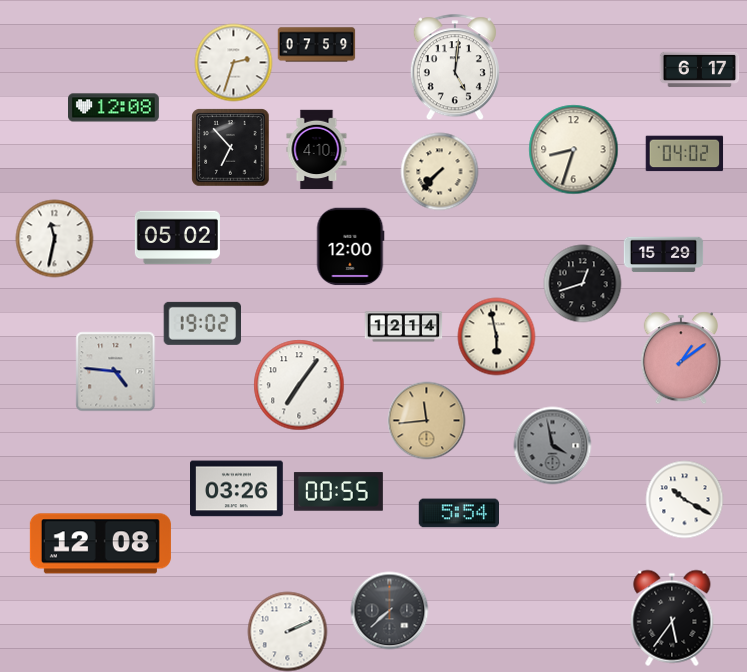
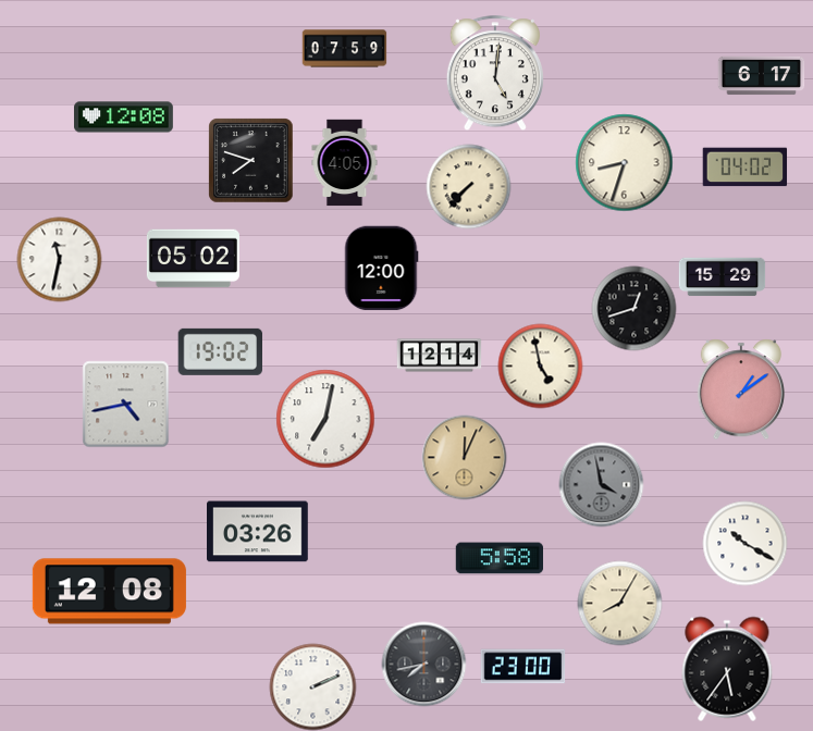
clock at (233, 62): 2:33 -> none
clock at (230, 147): 6:53 -> 7:48
clock at (317, 149): 4:10 -> 4:05
clock at (439, 171) position: (439, 171) -> (468, 186)
clock at (496, 336): 5:58 -> 4:58
clock at (115, 371): 4:46 -> 4:43
clock at (299, 385): 7:06 -> 7:02
clock at (426, 420): 11:44 -> 12:04
clock at (338, 492): 00:55 -> none
clock at (458, 513): 5:54 -> 5:58
clock at (619, 603): none -> 8:05
clock at (389, 610): 7:38 -> 7:43
clock at (522, 667): none -> 23:00
clock at (672, 618) position: (672, 618) -> (727, 669)
